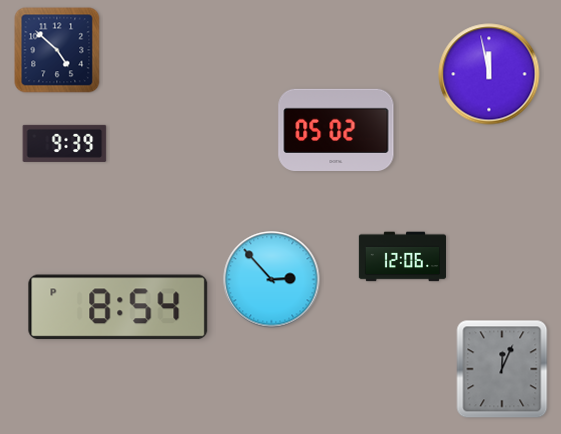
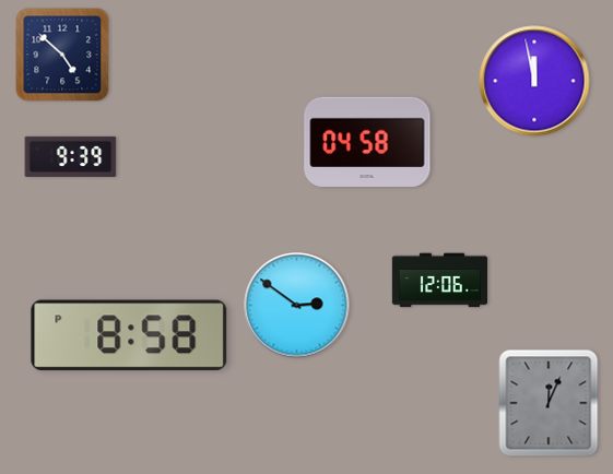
clock at (336, 129): 05:02 -> 04:58
clock at (272, 280): 2:53 -> 2:51
clock at (118, 307): 8:54 -> 8:58
